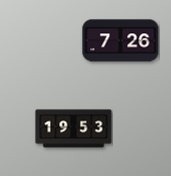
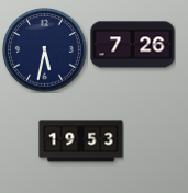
clock at (45, 50): none -> 5:32
